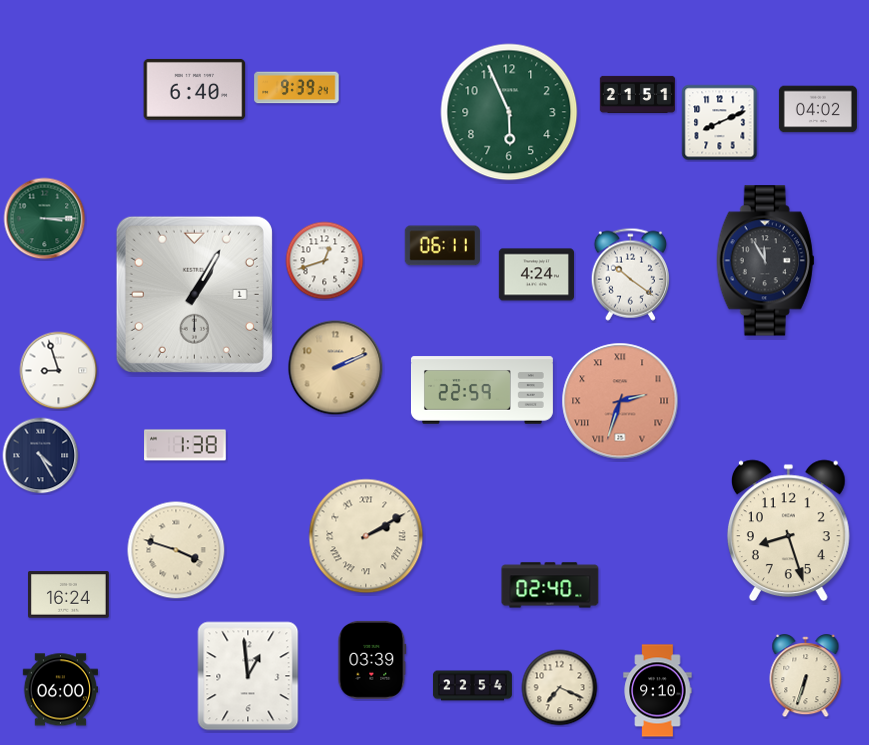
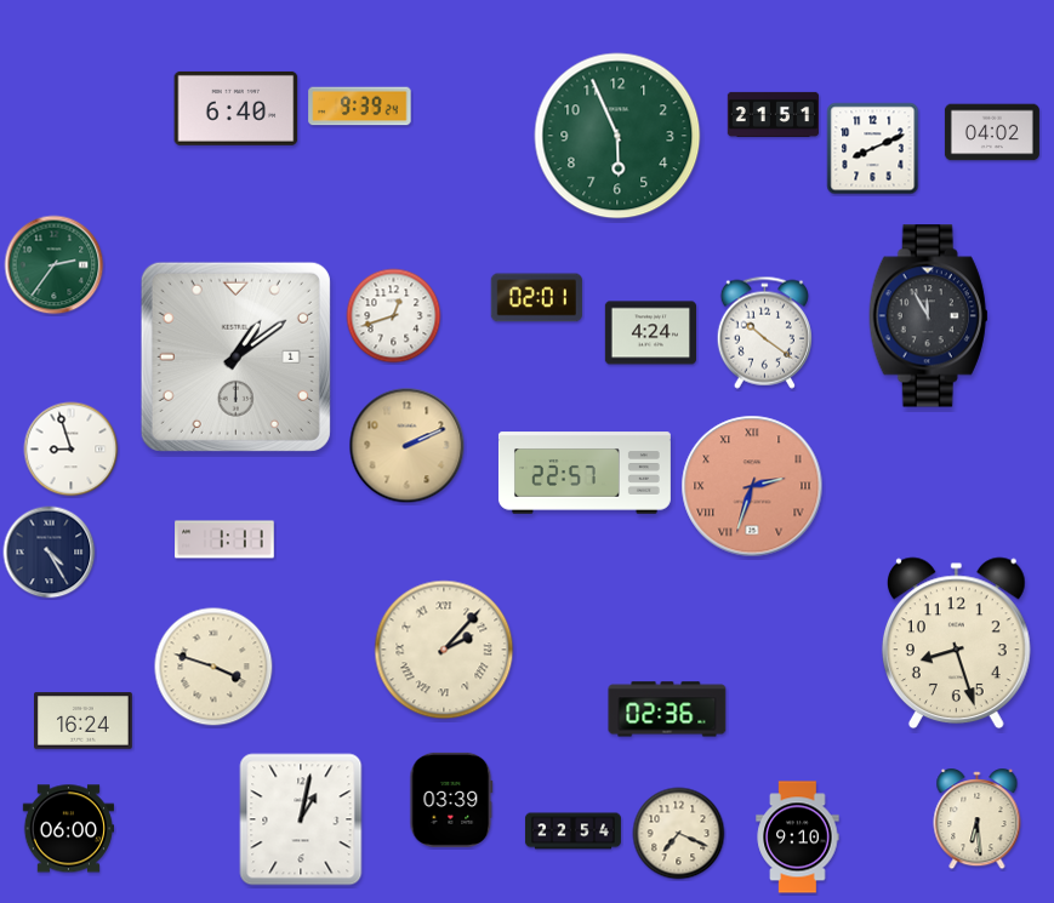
clock at (45, 219): 3:15 -> 2:36
clock at (442, 246): 06:11 -> 02:01
clock at (194, 294): 1:05 -> 1:09
clock at (482, 390): 22:59 -> 22:57
clock at (185, 445): 1:38 -> 1:11
clock at (366, 536): 2:10 -> 2:07
clock at (550, 585): 02:40 -> 02:36
clock at (248, 676): 12:59 -> 1:02
clock at (806, 676): 6:33 -> 6:29
clock at (60, 690) position: (60, 690) -> (68, 829)
